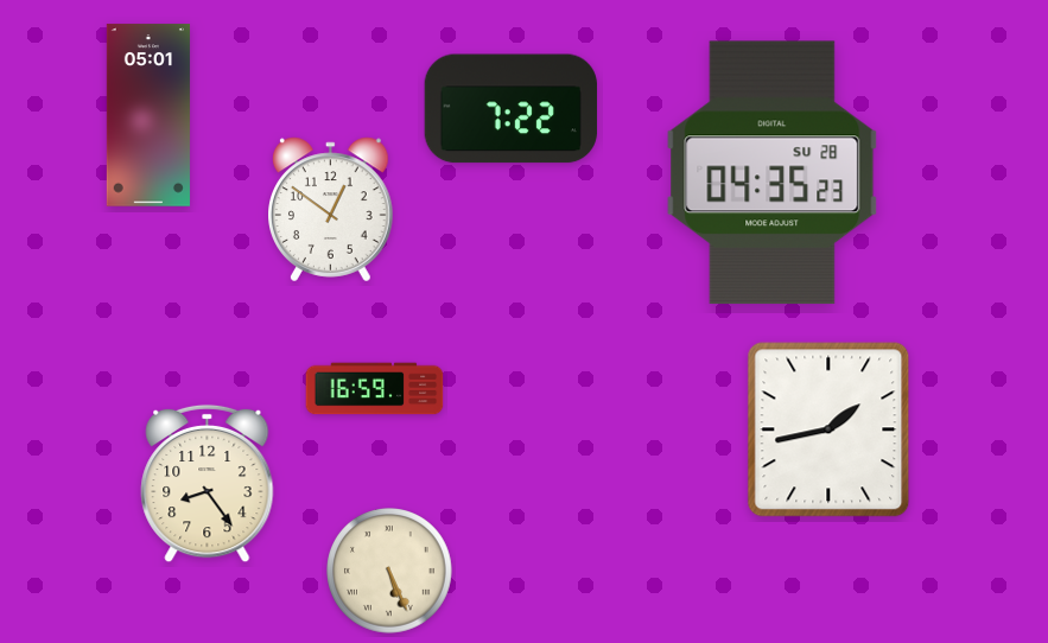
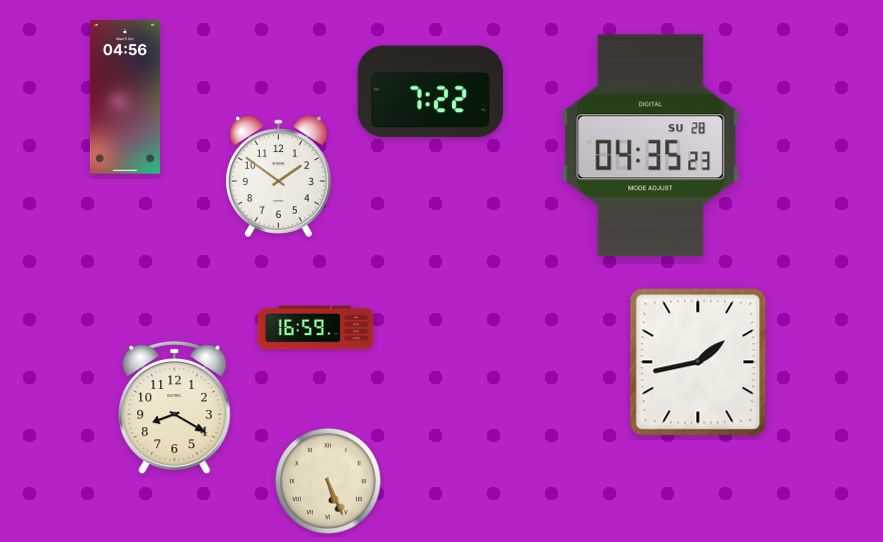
clock at (148, 115): 05:01 -> 04:56
clock at (331, 210): 12:51 -> 1:51
clock at (208, 484): 8:24 -> 8:20
